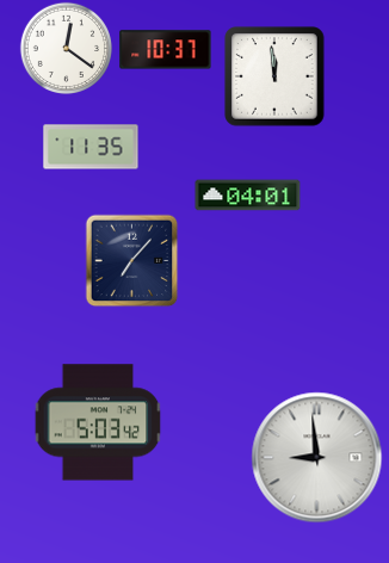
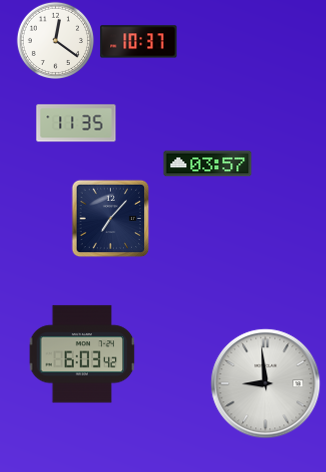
clock at (274, 76): 11:59 -> none
clock at (248, 196): 04:01 -> 03:57
clock at (98, 422): 5:03 -> 6:03
